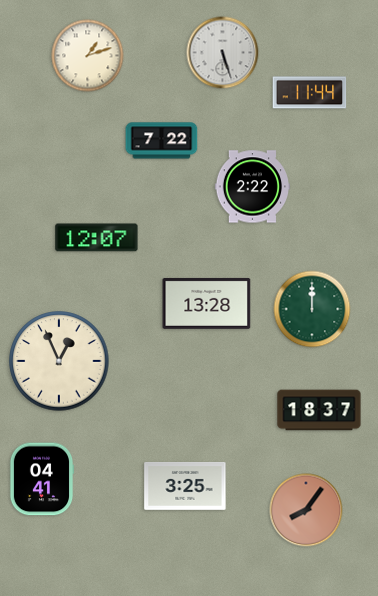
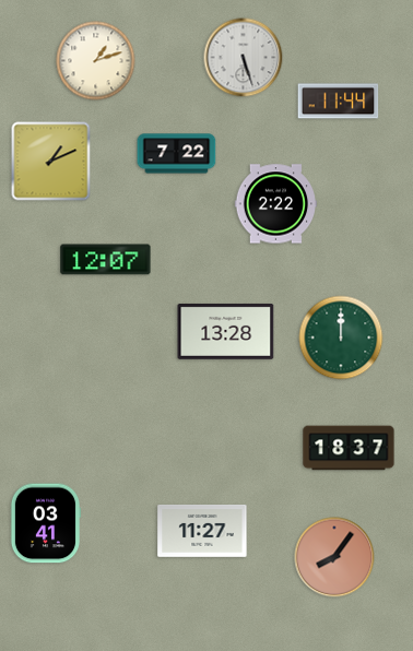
clock at (51, 162): none -> 1:11
clock at (59, 361): 12:56 -> none
clock at (42, 479): 04:41 -> 03:41
clock at (185, 486): 3:25 -> 11:27
